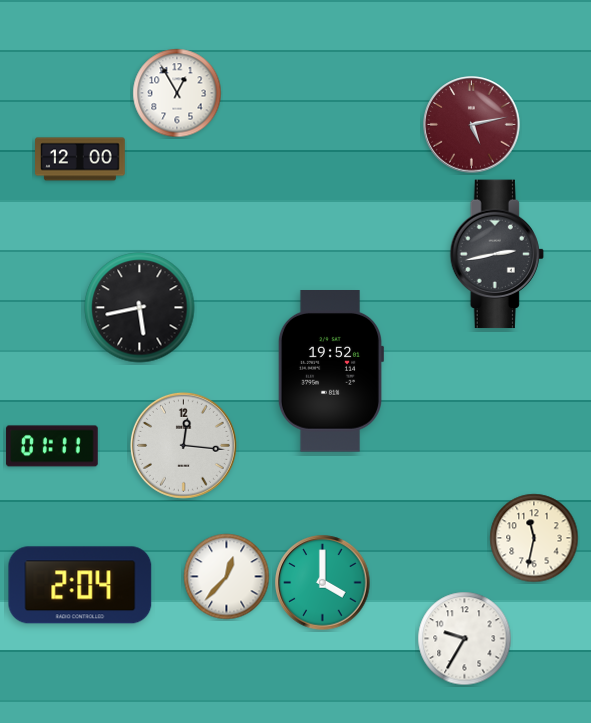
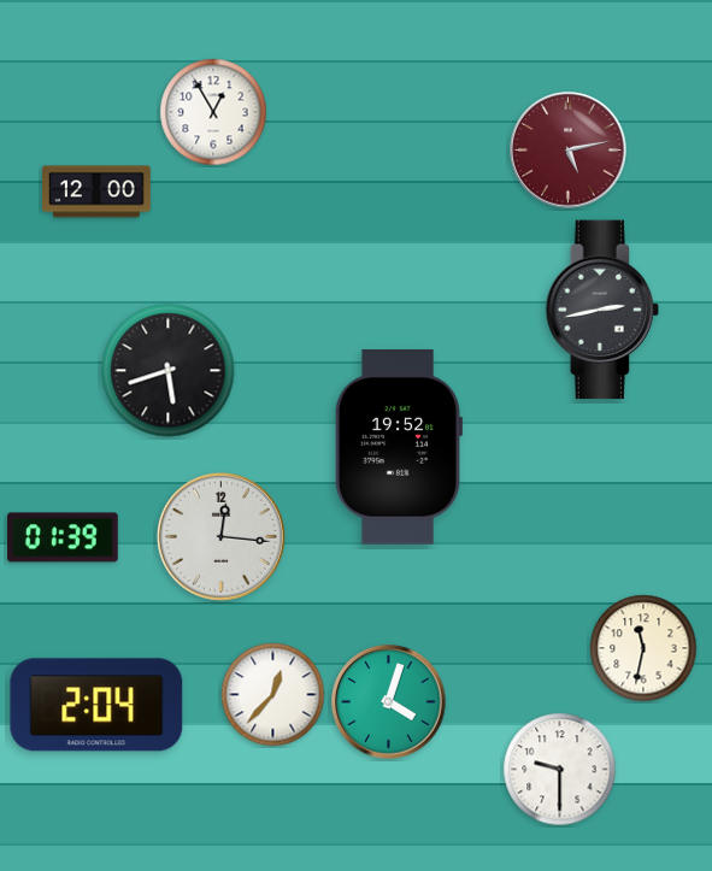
clock at (497, 254) position: (497, 254) -> (602, 310)
clock at (140, 308): 5:43 -> 5:42
clock at (52, 446): 01:11 -> 01:39
clock at (323, 583): 4:00 -> 4:03
clock at (465, 639): 9:35 -> 9:30
